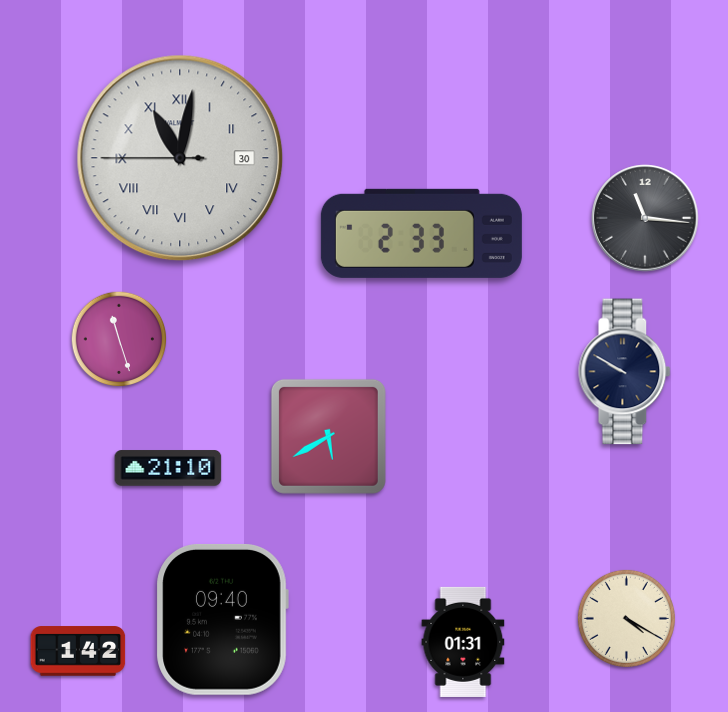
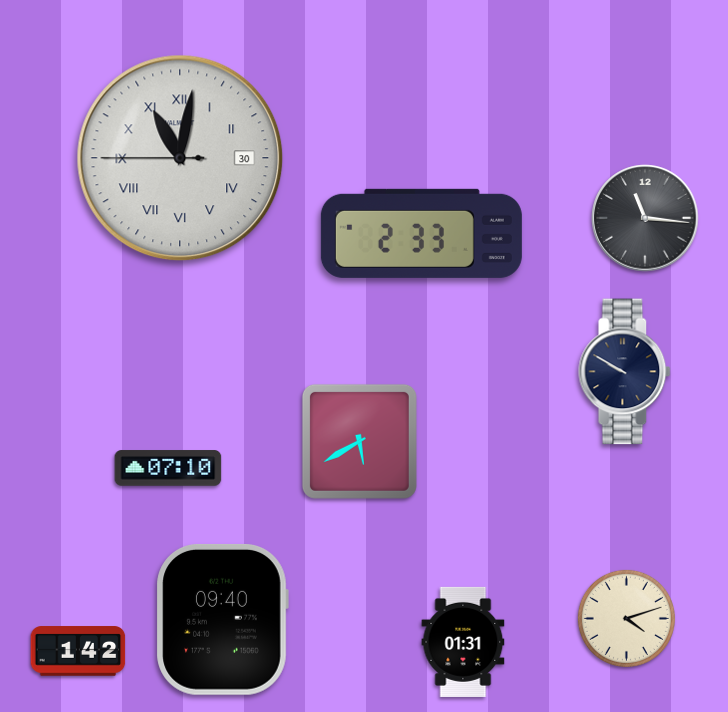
clock at (119, 339): 11:27 -> none
clock at (328, 436) position: (328, 436) -> (359, 441)
clock at (168, 468): 21:10 -> 07:10
clock at (626, 618): 4:20 -> 4:12
